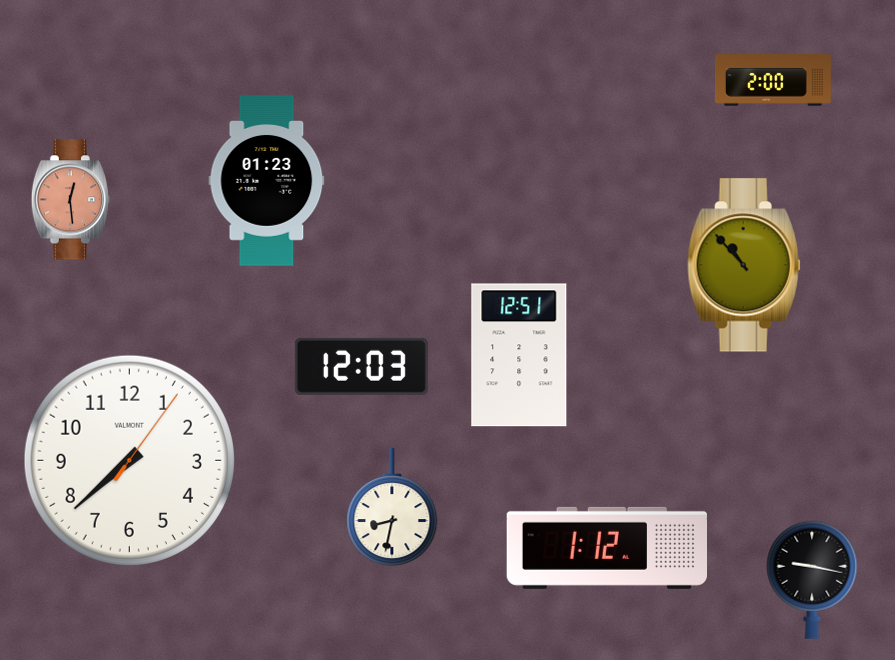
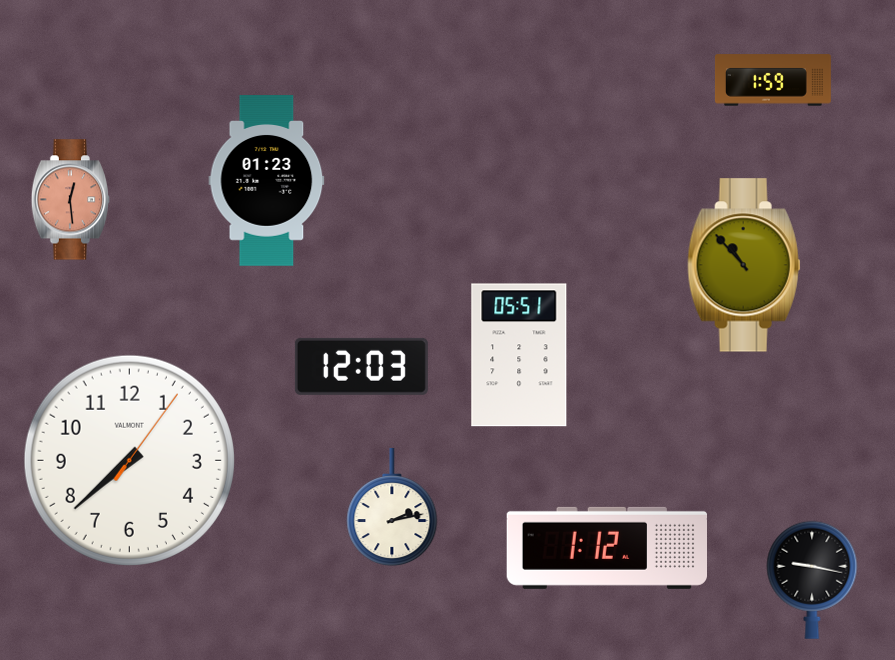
clock at (773, 80): 2:00 -> 1:59
clock at (519, 355): 12:51 -> 05:51
clock at (392, 508): 8:32 -> 2:13
